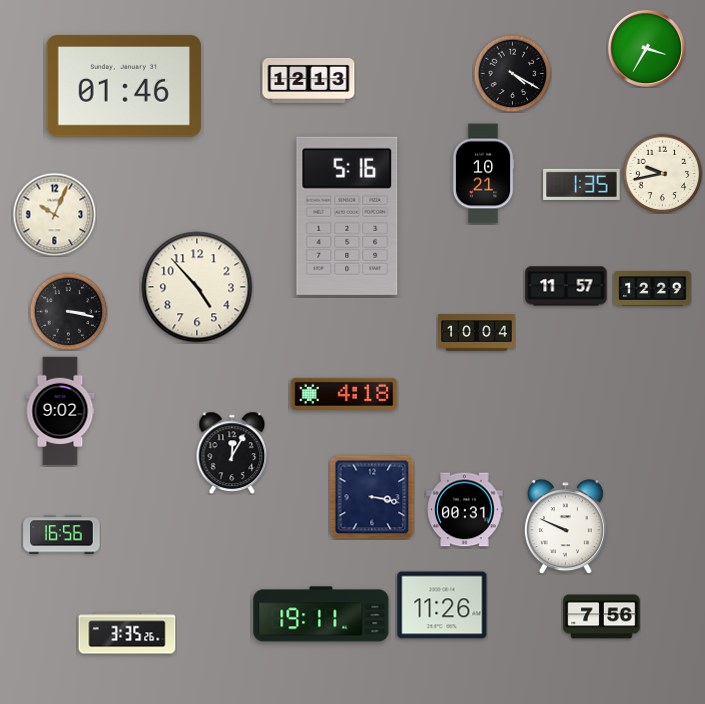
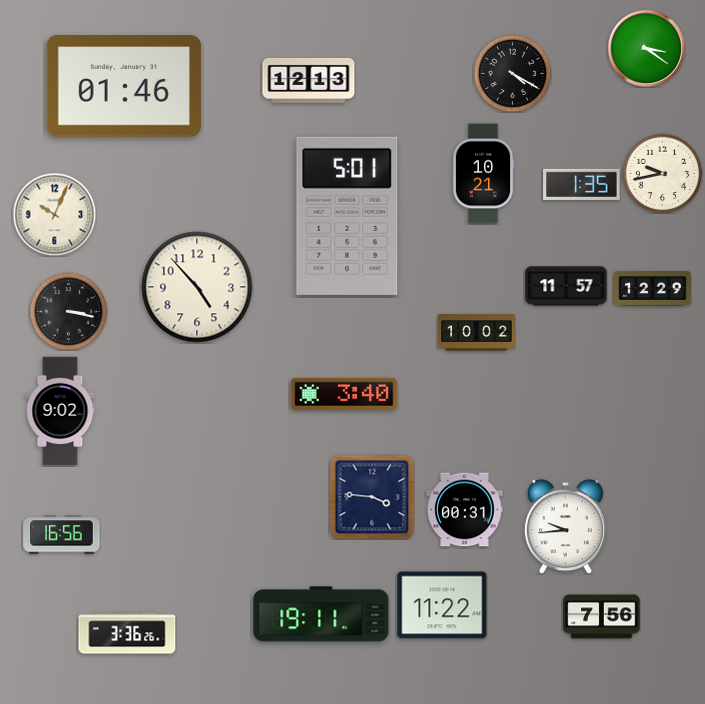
clock at (646, 48): 3:35 -> 3:21
clock at (347, 216): 5:16 -> 5:01
clock at (477, 333): 10:04 -> 10:02
clock at (344, 394): 4:18 -> 3:40
clock at (232, 453): 12:05 -> none
clock at (372, 497): 3:17 -> 3:46
clock at (565, 527): 9:49 -> 9:44
clock at (442, 605): 11:26 -> 11:22
clock at (127, 633): 3:35 -> 3:36
